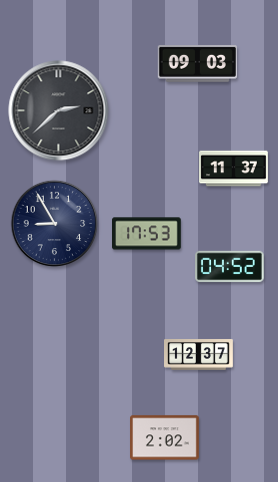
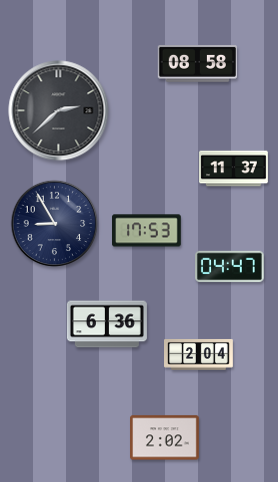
clock at (197, 64): 09:03 -> 08:58
clock at (147, 234) position: (147, 234) -> (147, 231)
clock at (230, 267): 04:52 -> 04:47
clock at (107, 324): none -> 6:36
clock at (199, 355): 12:37 -> 2:04
